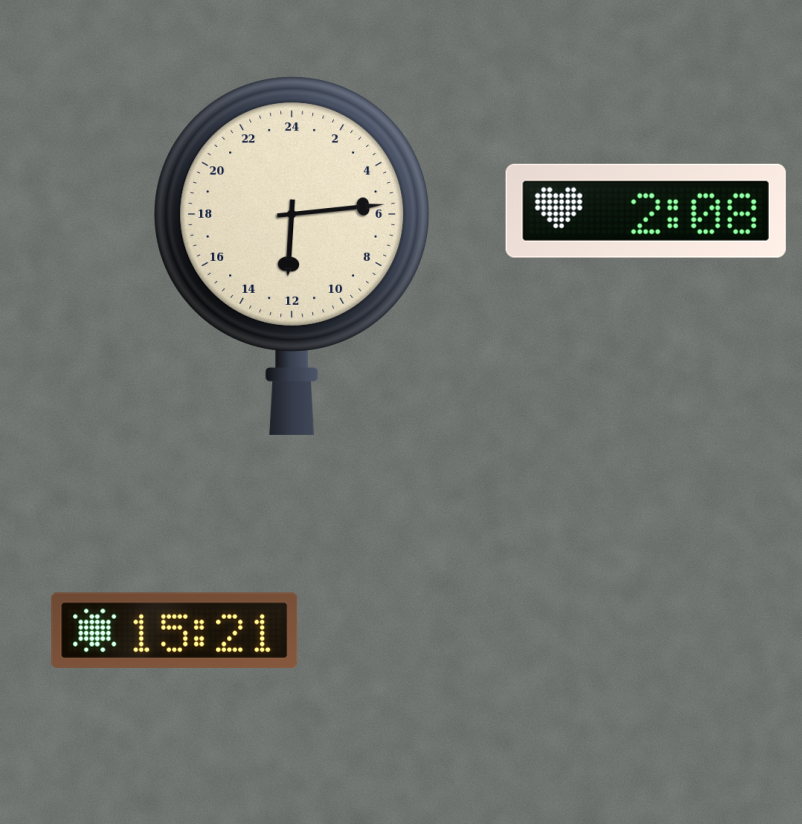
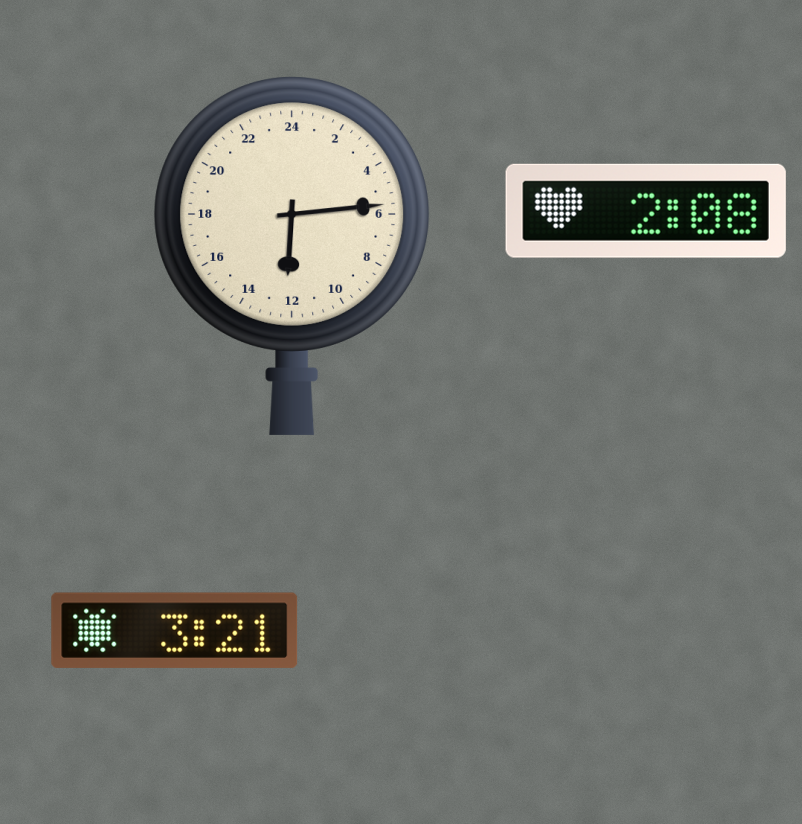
clock at (175, 630): 15:21 -> 3:21
